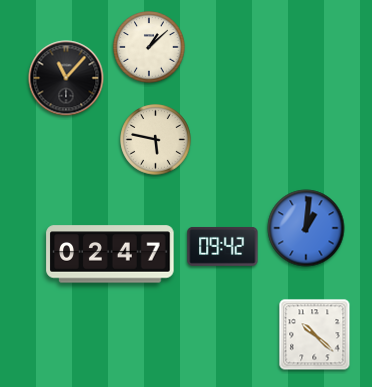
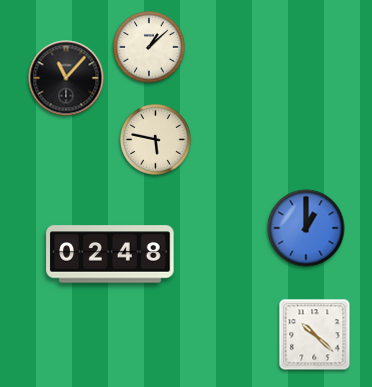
clock at (306, 228): 1:01 -> 1:00
clock at (223, 246): 09:42 -> none
clock at (110, 254): 02:47 -> 02:48
